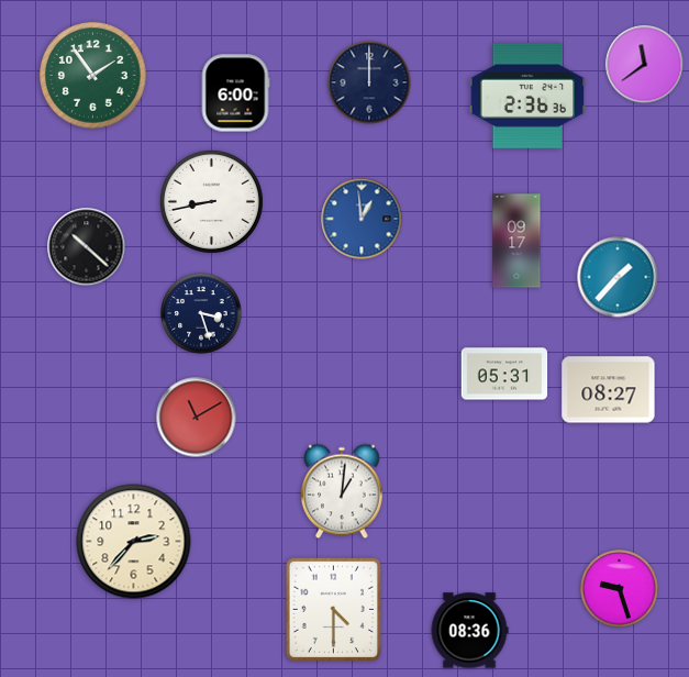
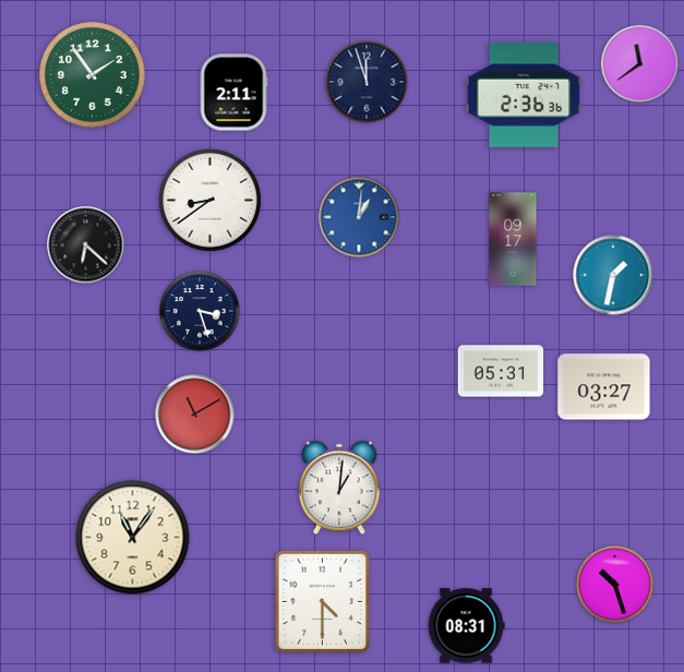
clock at (369, 82): 12:00 -> 11:57
clock at (235, 93): 6:00 -> 2:11
clock at (211, 201): 8:43 -> 8:39
clock at (362, 219): 12:59 -> 1:01
clock at (87, 247): 10:22 -> 6:22
clock at (618, 277): 1:37 -> 1:32
clock at (609, 390): 08:27 -> 03:27
clock at (134, 542): 2:37 -> 11:06
clock at (620, 589): 9:27 -> 10:27
clock at (333, 609) position: (333, 609) -> (322, 601)
clock at (469, 631): 08:36 -> 08:31
